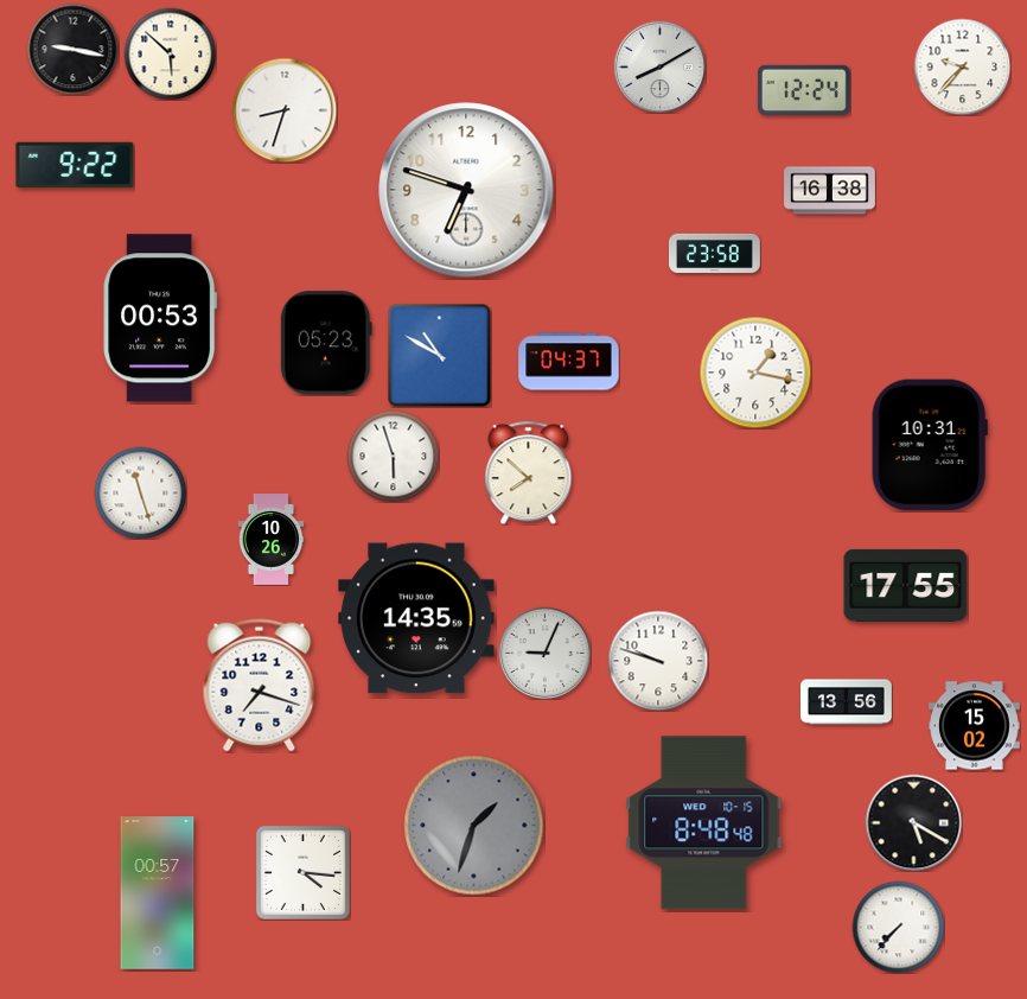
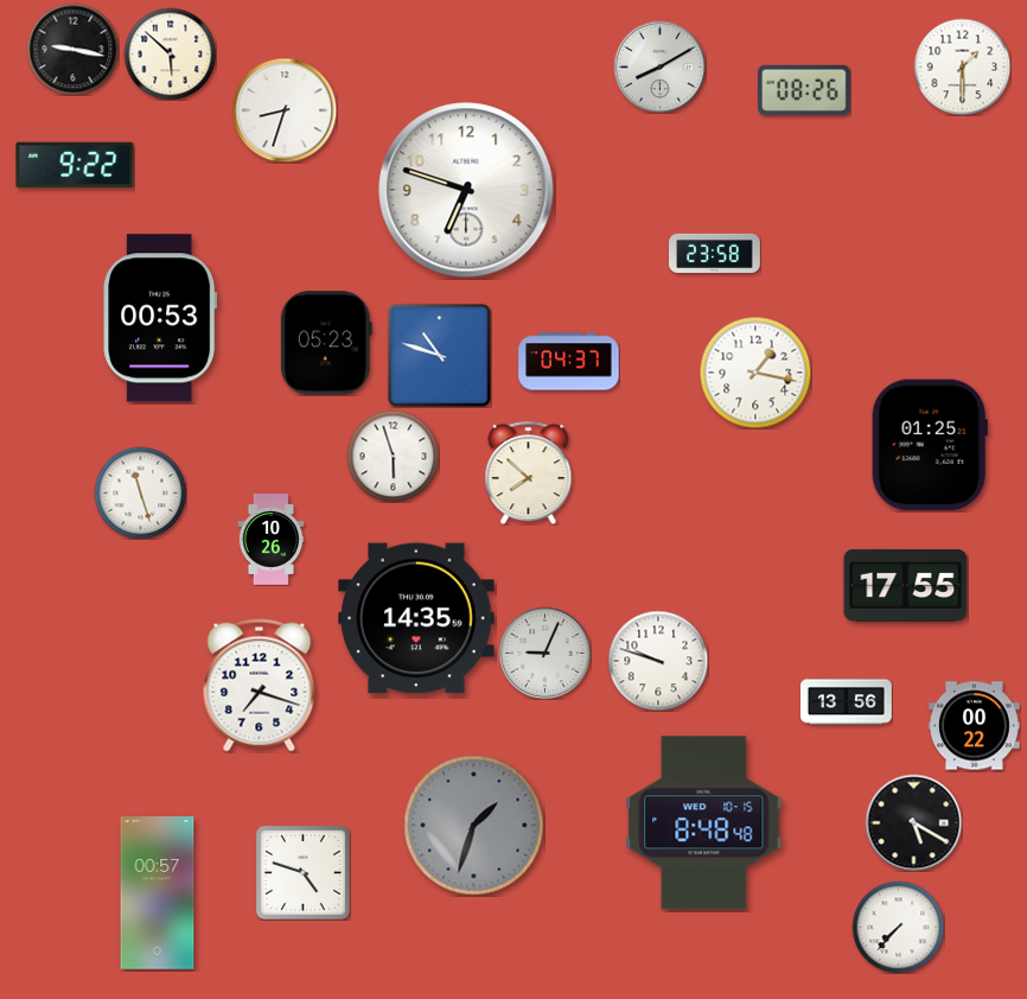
clock at (962, 66): 9:37 -> 1:30
clock at (805, 90): 12:24 -> 08:26
clock at (830, 191): 16:38 -> none
clock at (439, 355): 10:50 -> 10:48
clock at (930, 445): 10:31 -> 01:25
clock at (975, 726): 15:02 -> 00:22
clock at (302, 872): 4:16 -> 4:48
